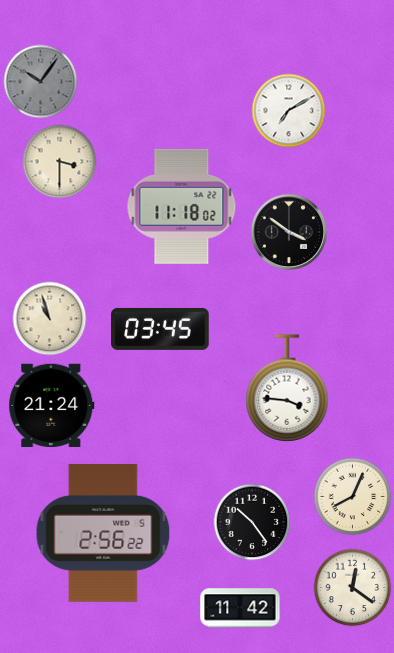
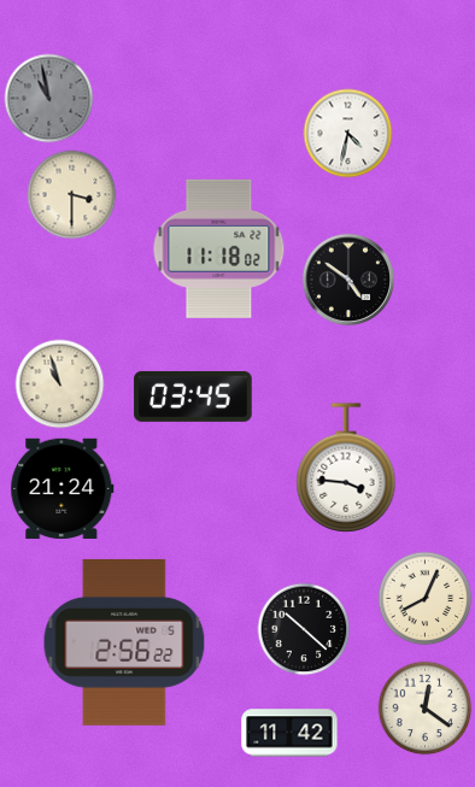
clock at (41, 82): 10:06 -> 10:58
clock at (289, 111): 7:10 -> 4:32
clock at (288, 231): 3:51 -> 4:51
clock at (252, 522): 10:24 -> 10:22
